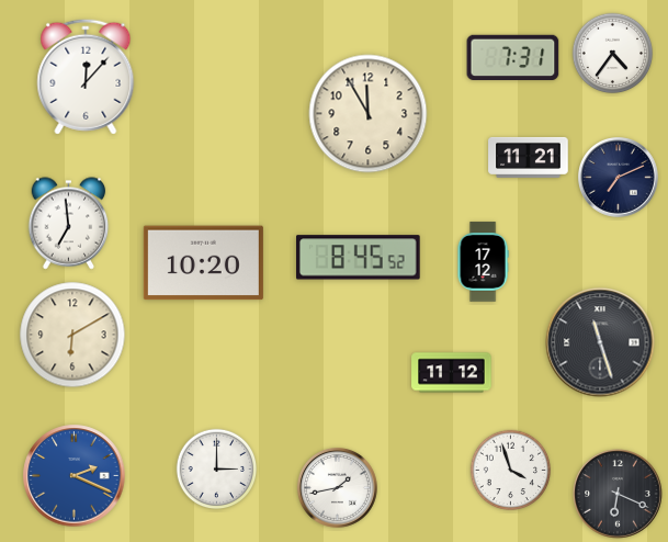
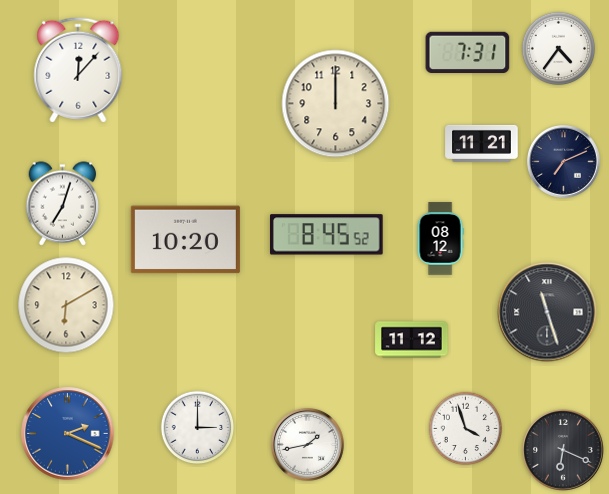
clock at (369, 114): 11:55 -> 12:00
clock at (69, 224): 6:59 -> 7:03
clock at (483, 262): 17:12 -> 08:12
